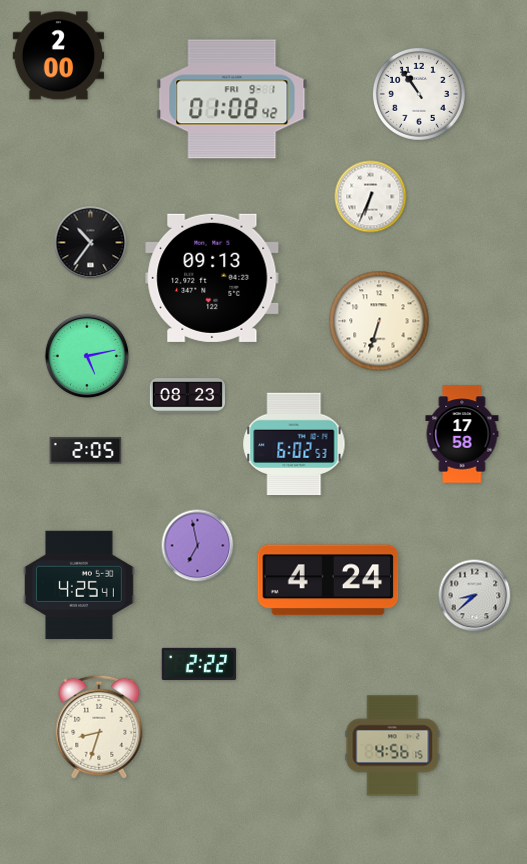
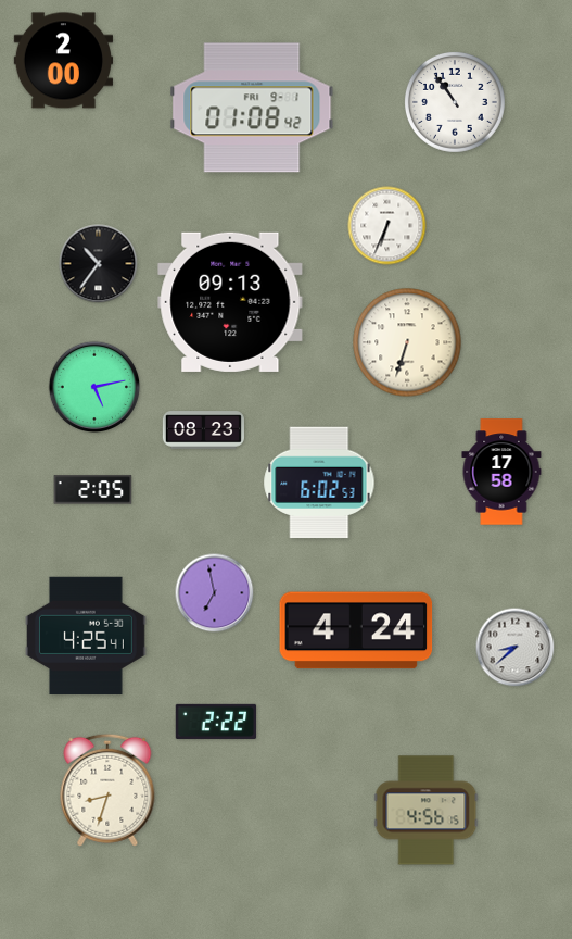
clock at (371, 197) position: (371, 197) -> (387, 226)
clock at (379, 321) position: (379, 321) -> (407, 342)
